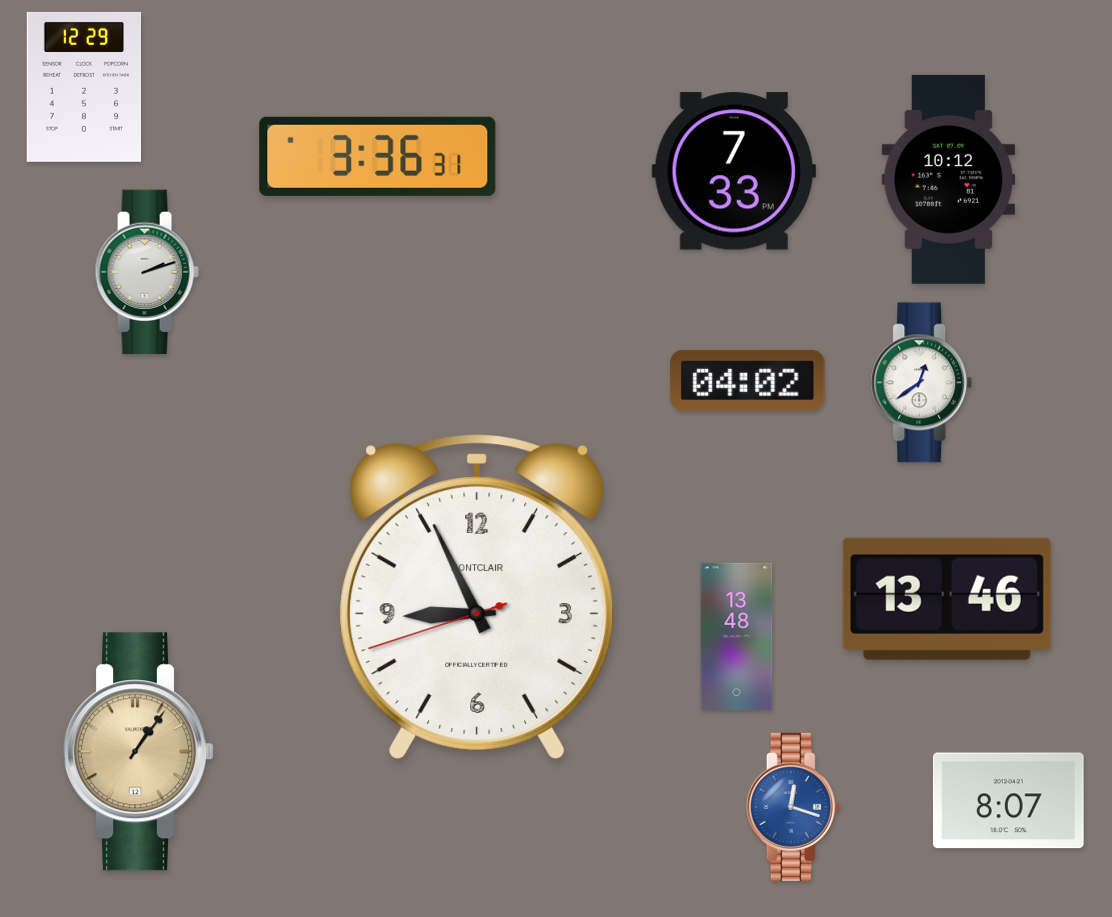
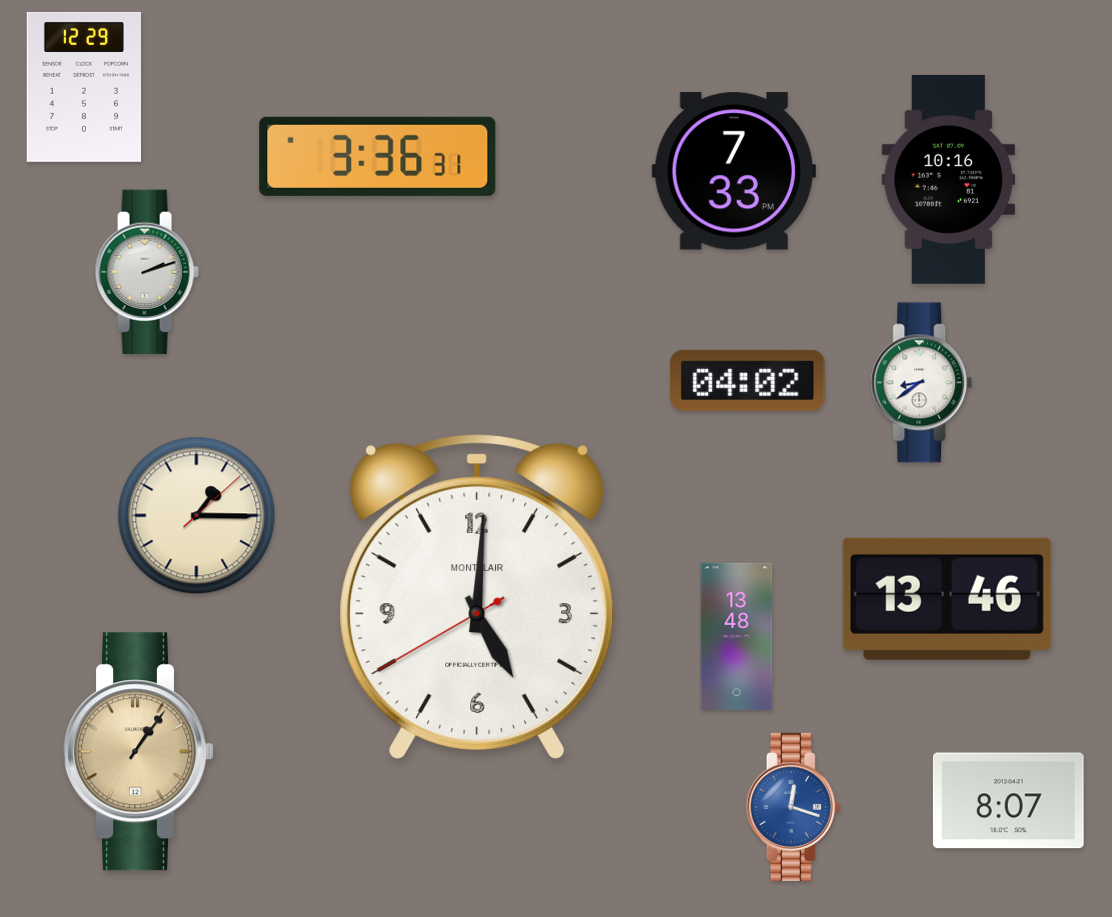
clock at (949, 179): 10:12 -> 10:16
clock at (922, 383): 12:39 -> 8:39
clock at (197, 516): none -> 1:15
clock at (477, 596): 8:55 -> 5:00
